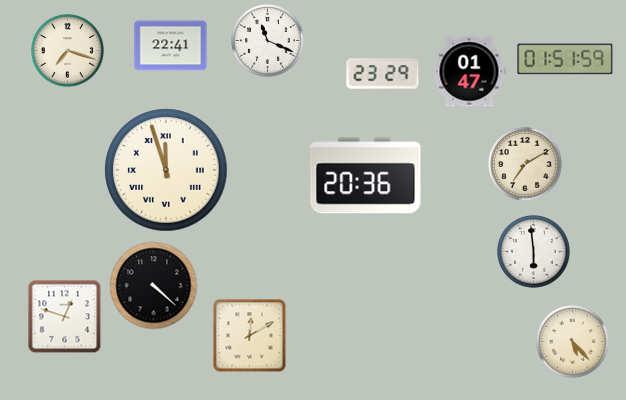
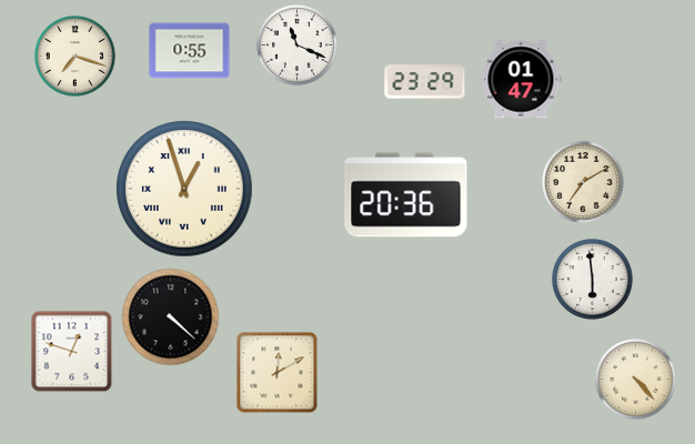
clock at (171, 46): 22:41 -> 0:55
clock at (565, 59): 01:51 -> none
clock at (166, 170): 11:57 -> 12:57
clock at (573, 342): 5:23 -> 4:23
